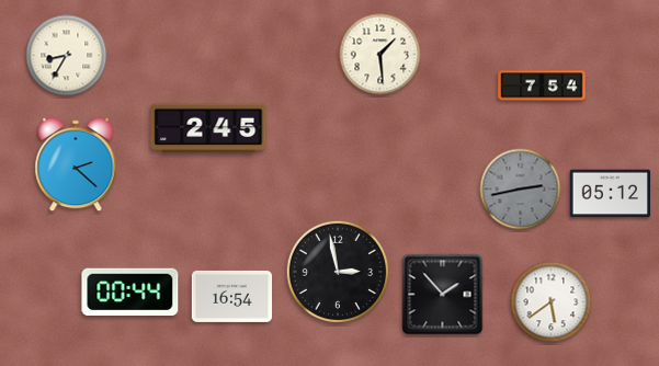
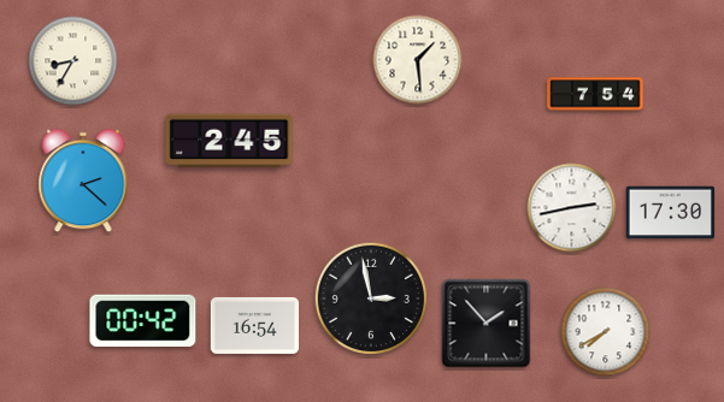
clock at (521, 190) dial: grey -> white
clock at (611, 194): 05:12 -> 17:30
clock at (130, 293): 00:44 -> 00:42
clock at (552, 302): 5:39 -> 7:40
